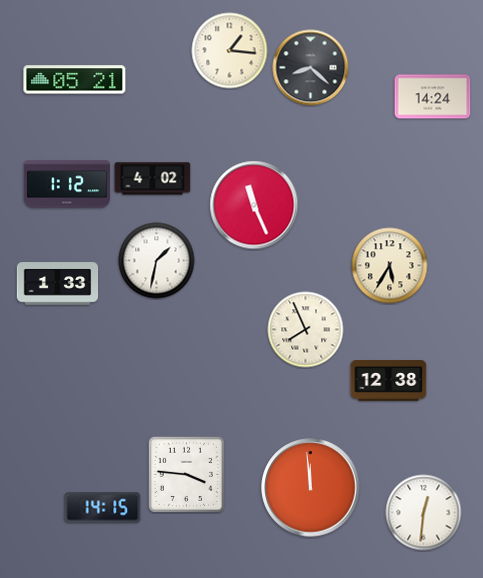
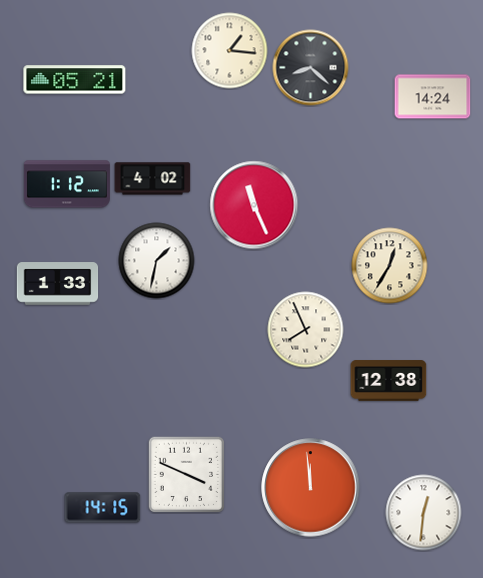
clock at (390, 266): 5:35 -> 12:35
clock at (186, 474): 3:46 -> 3:49
